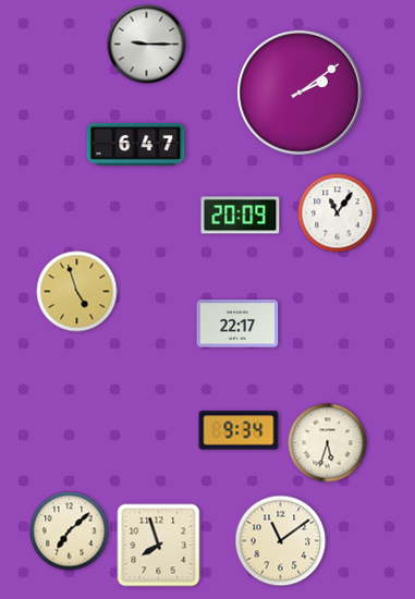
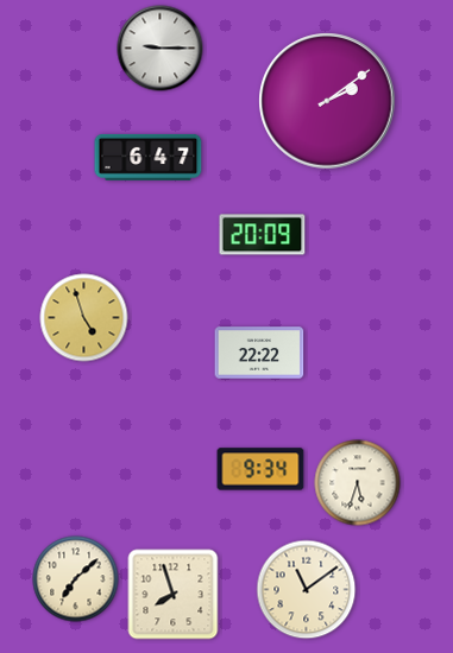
clock at (338, 213): 11:06 -> none
clock at (237, 323): 22:17 -> 22:22
